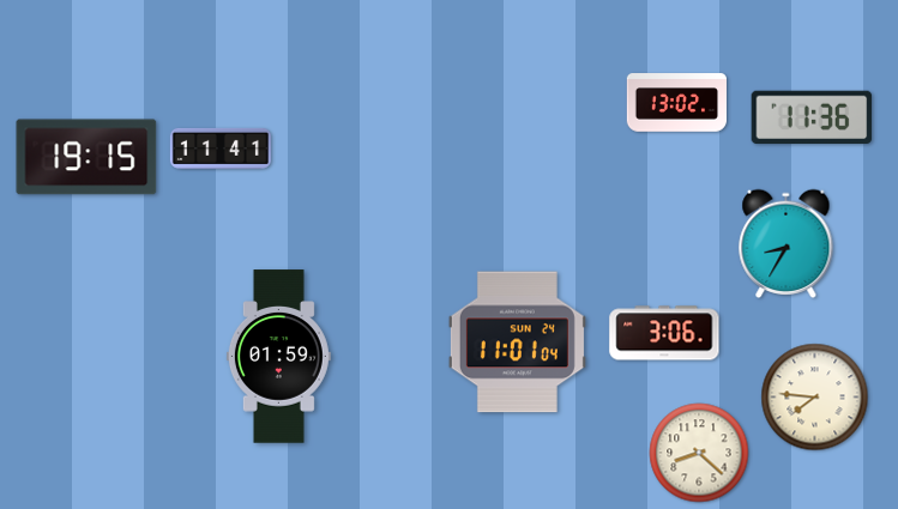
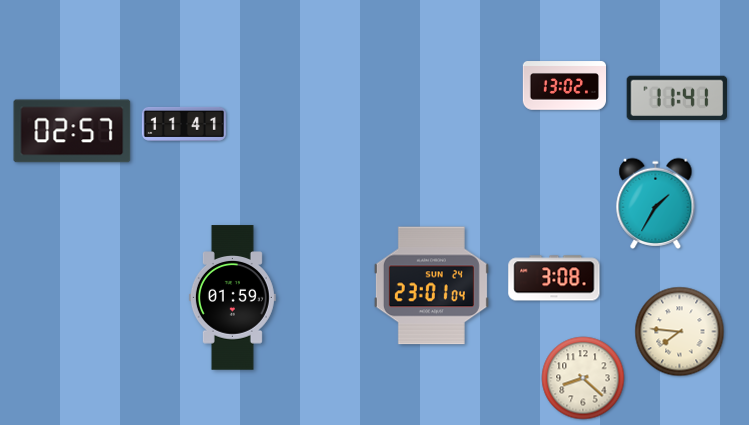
clock at (812, 117): 11:36 -> 11:41
clock at (86, 157): 19:15 -> 02:57
clock at (786, 243): 8:35 -> 1:35
clock at (664, 333): 3:06 -> 3:08
clock at (517, 343): 11:01 -> 23:01
